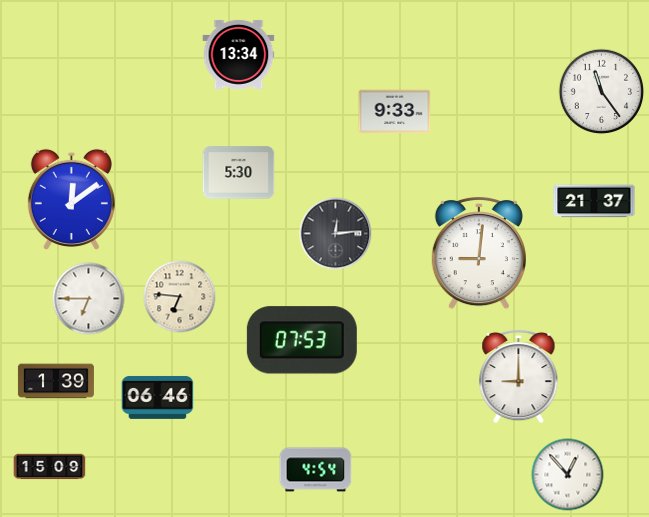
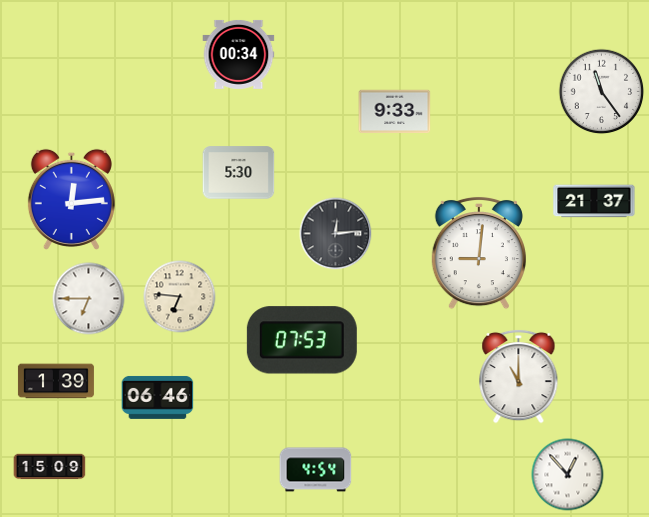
clock at (239, 54): 13:34 -> 00:34
clock at (71, 199): 12:09 -> 12:14
clock at (519, 376): 9:00 -> 11:00
